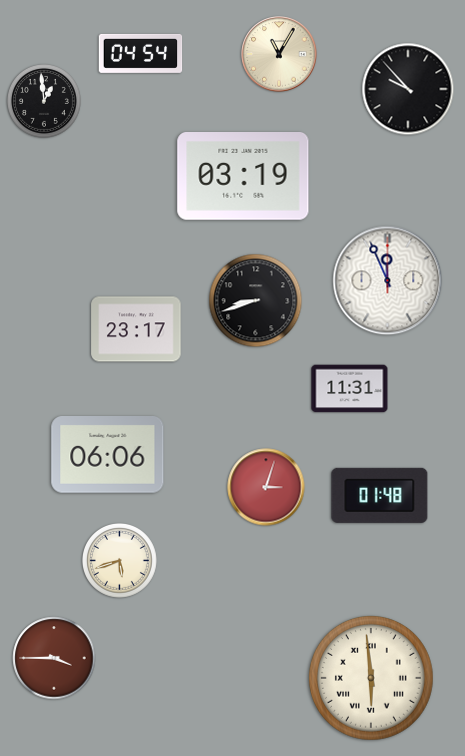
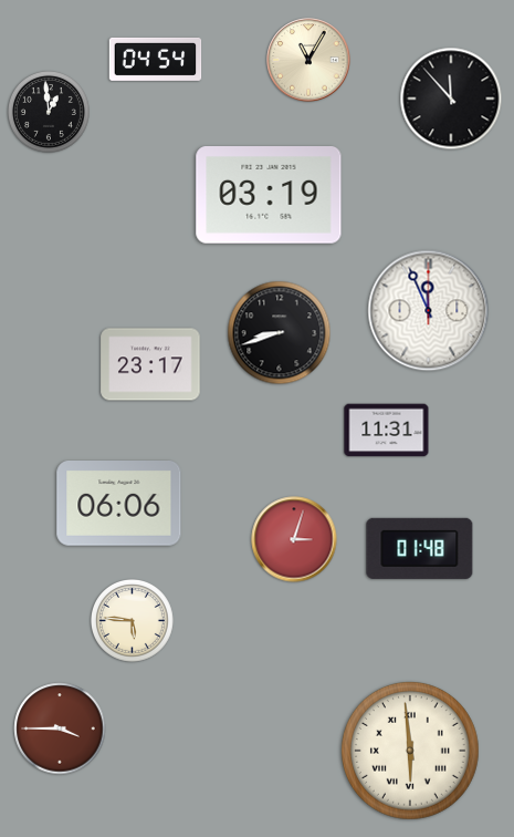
clock at (408, 89): 9:53 -> 11:53
clock at (256, 301) position: (256, 301) -> (280, 333)
clock at (120, 561): 5:42 -> 5:46
